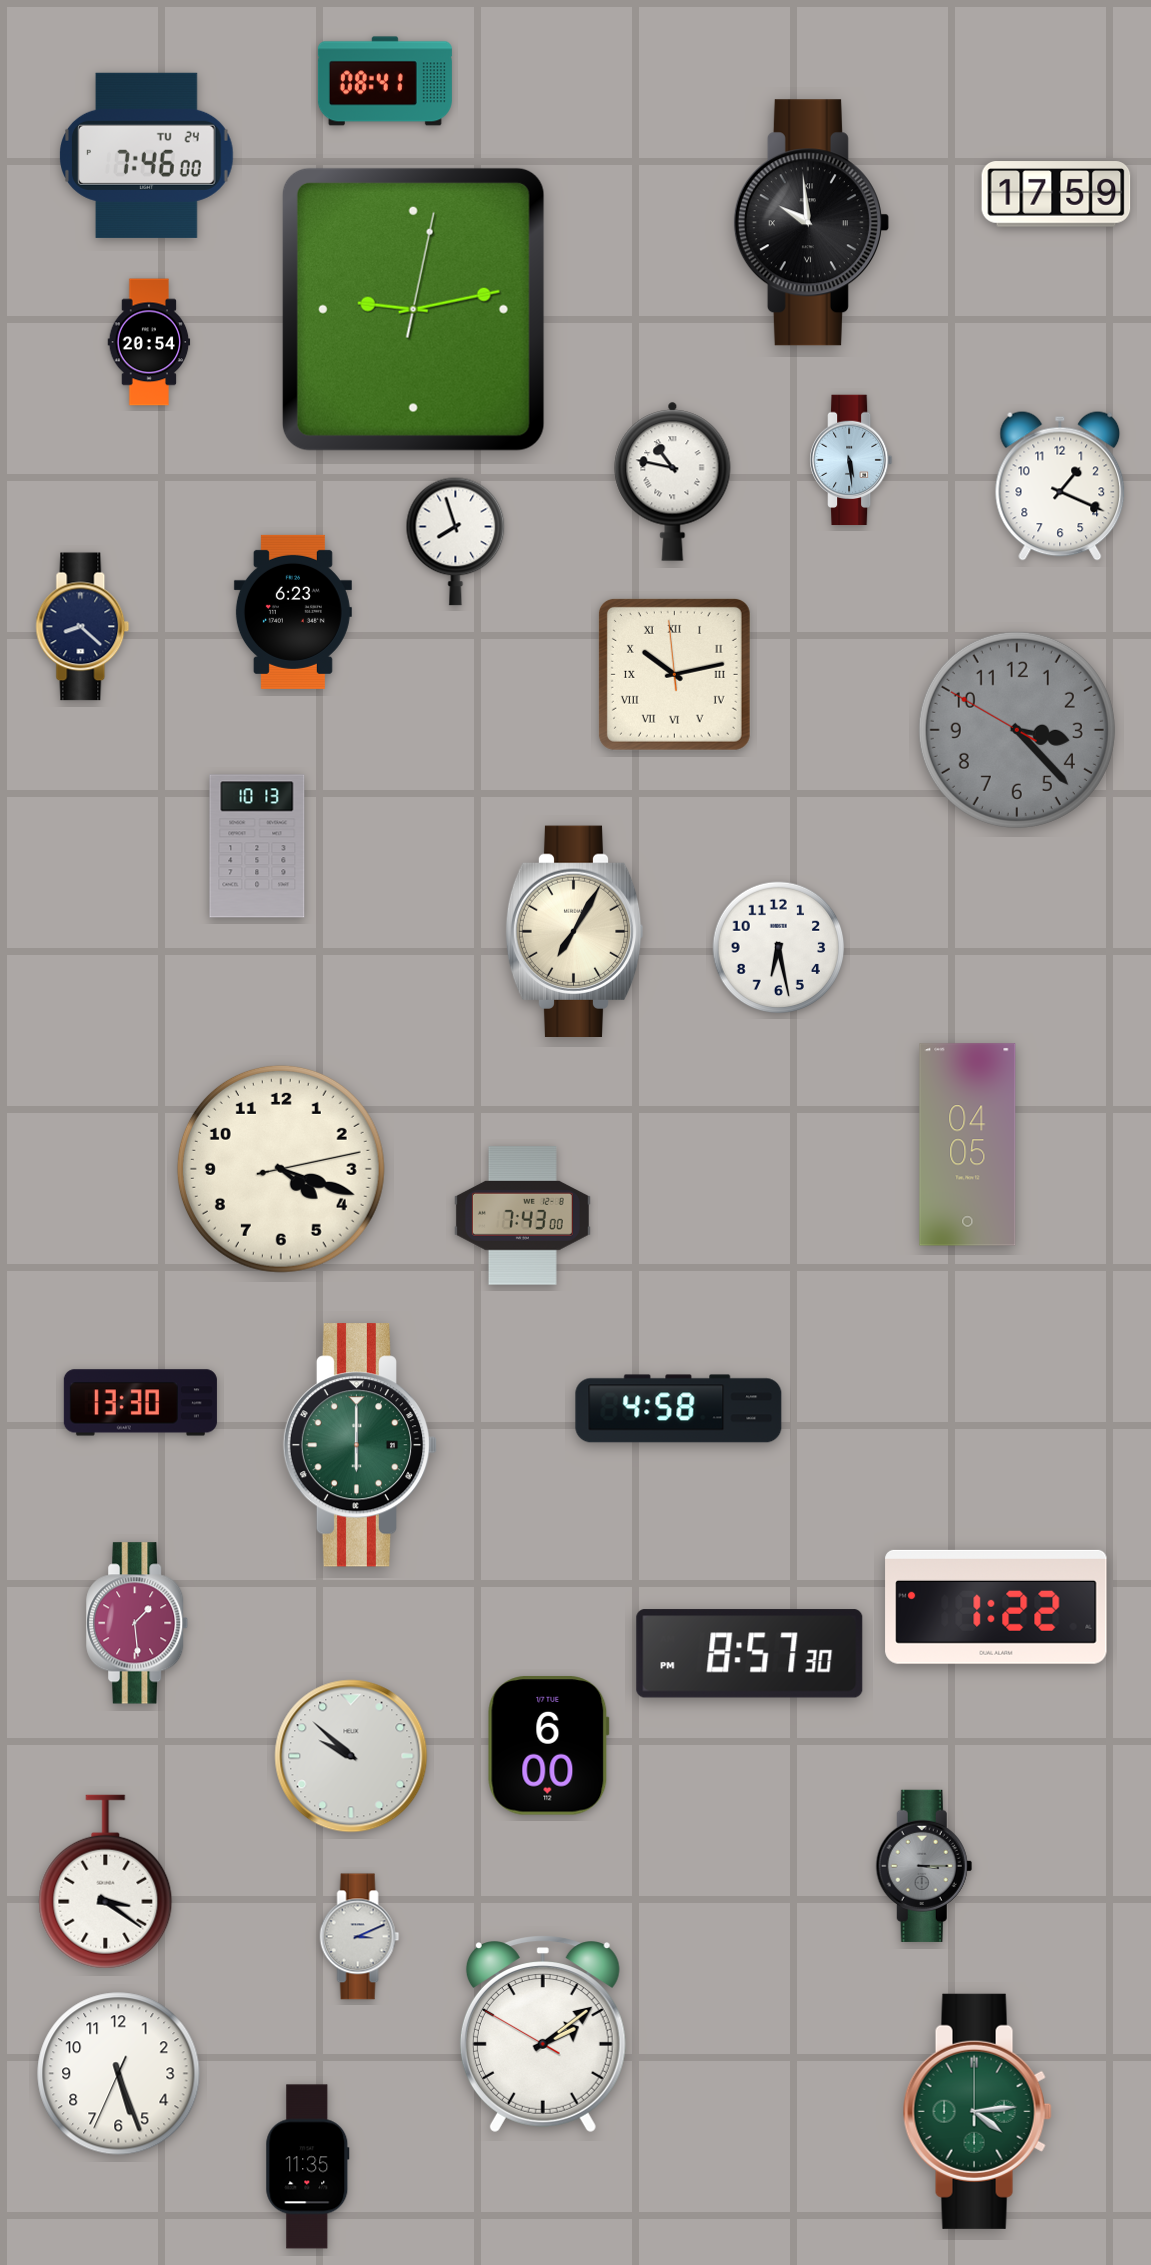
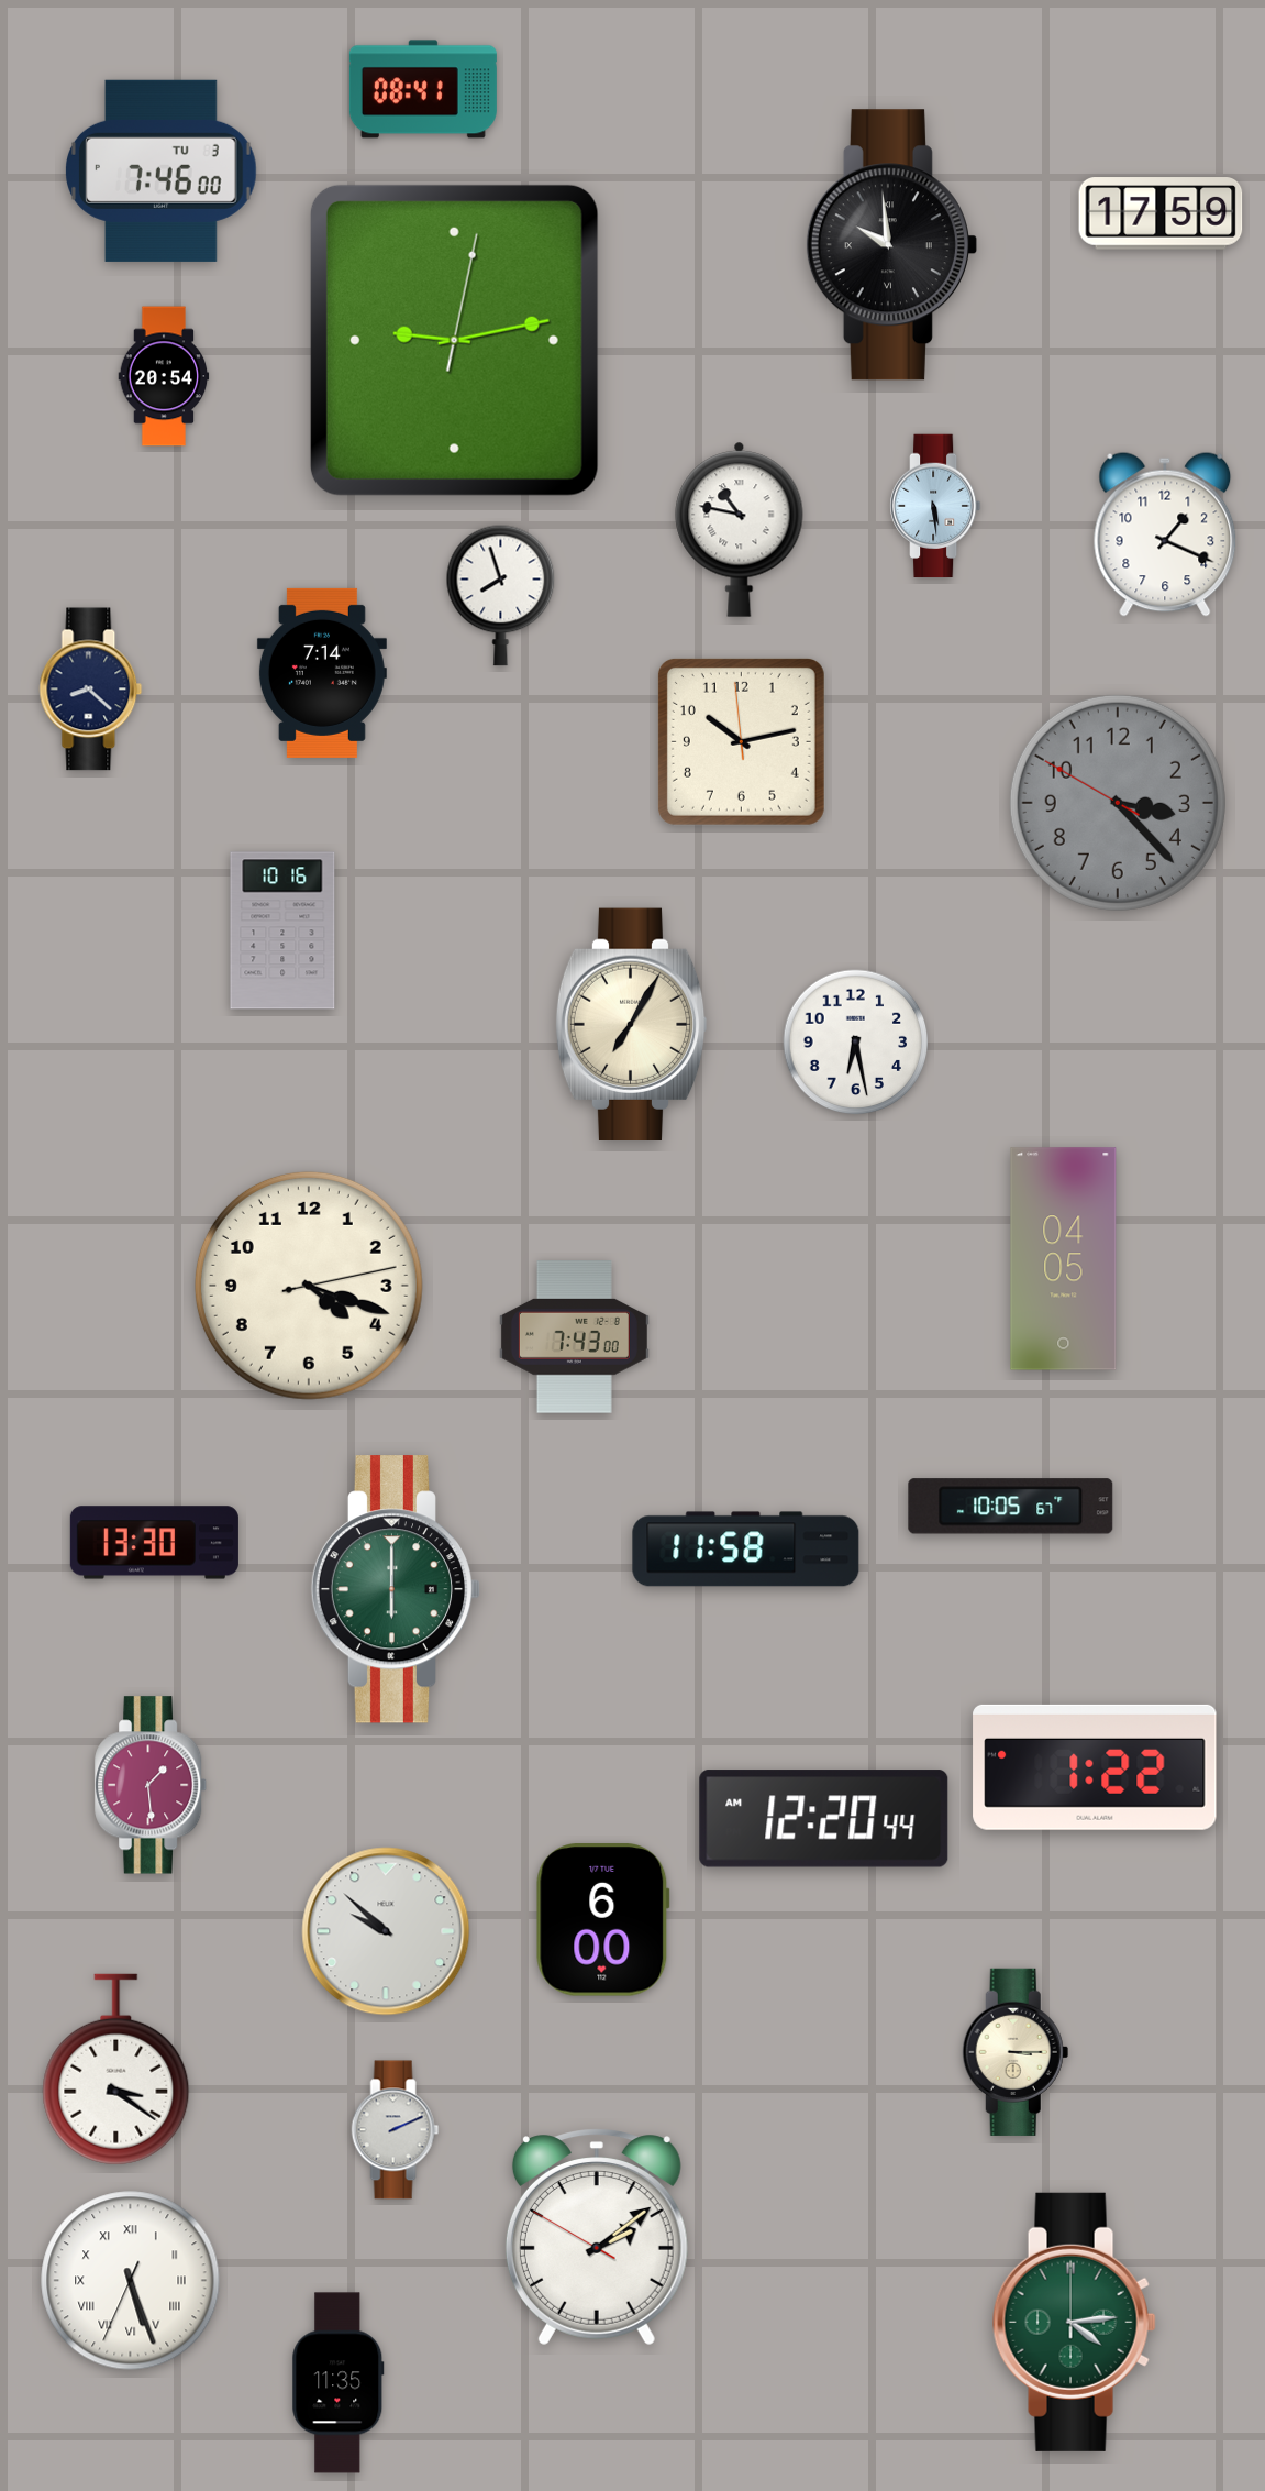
clock at (147, 155) date: TU 24 -> TU 3
clock at (293, 612): 6:23 -> 7:14
clock at (674, 674) numerals: Roman -> Arabic
clock at (257, 846): 10:13 -> 10:16
clock at (1011, 1507): none -> 10:05
clock at (679, 1409): 4:58 -> 11:58
clock at (750, 1654): 8:57 -> 12:20
clock at (924, 1866) dial: grey -> cream
clock at (360, 1937): 3:11 -> 2:11
clock at (119, 2074) numerals: Arabic -> Roman
